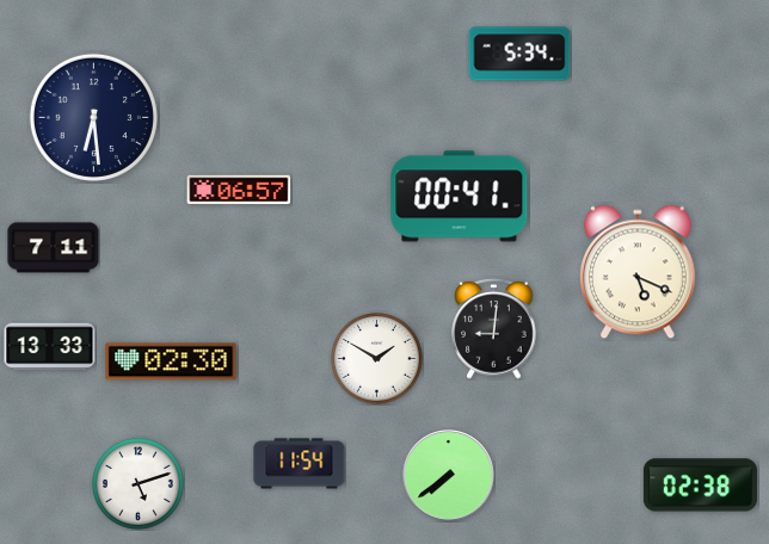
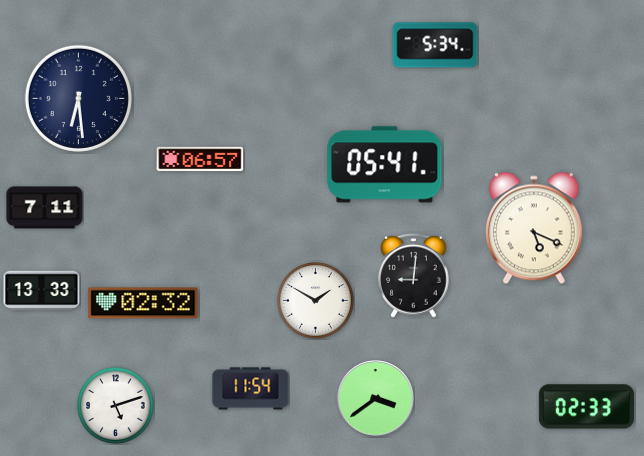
clock at (460, 197): 00:41 -> 05:41
clock at (171, 361): 02:30 -> 02:32
clock at (449, 476): 7:39 -> 3:39
clock at (700, 486): 02:38 -> 02:33
